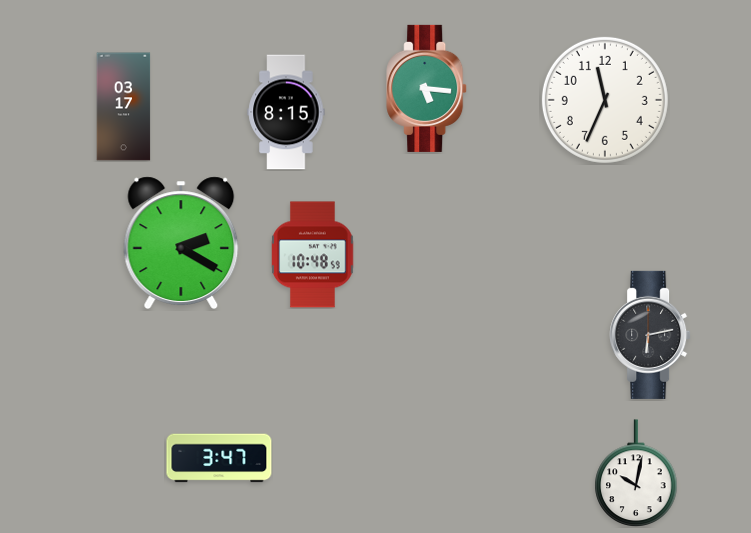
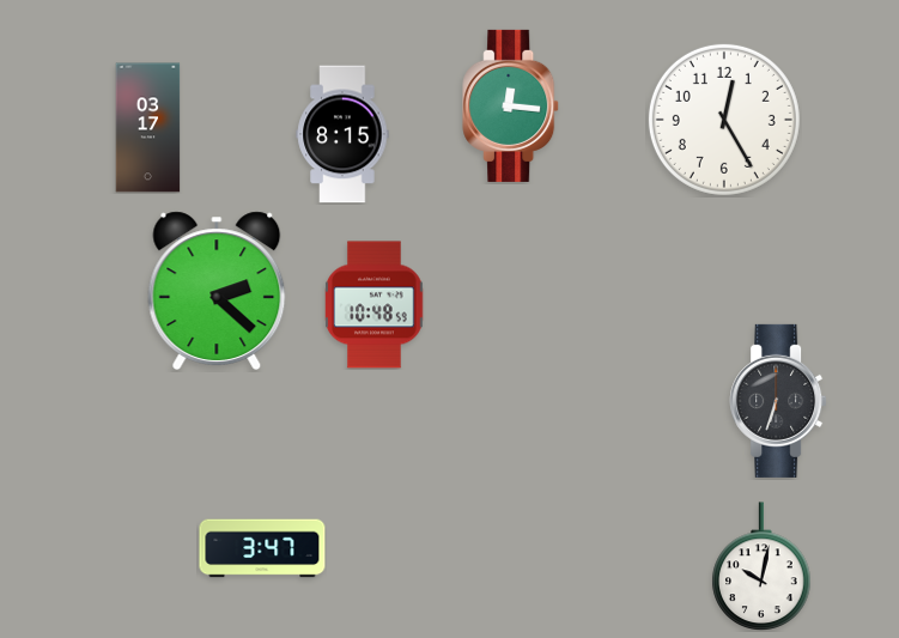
clock at (427, 88): 5:16 -> 12:16
clock at (605, 100): 11:34 -> 12:25
clock at (181, 243): 2:20 -> 2:22
clock at (650, 335): 6:13 -> 6:33
